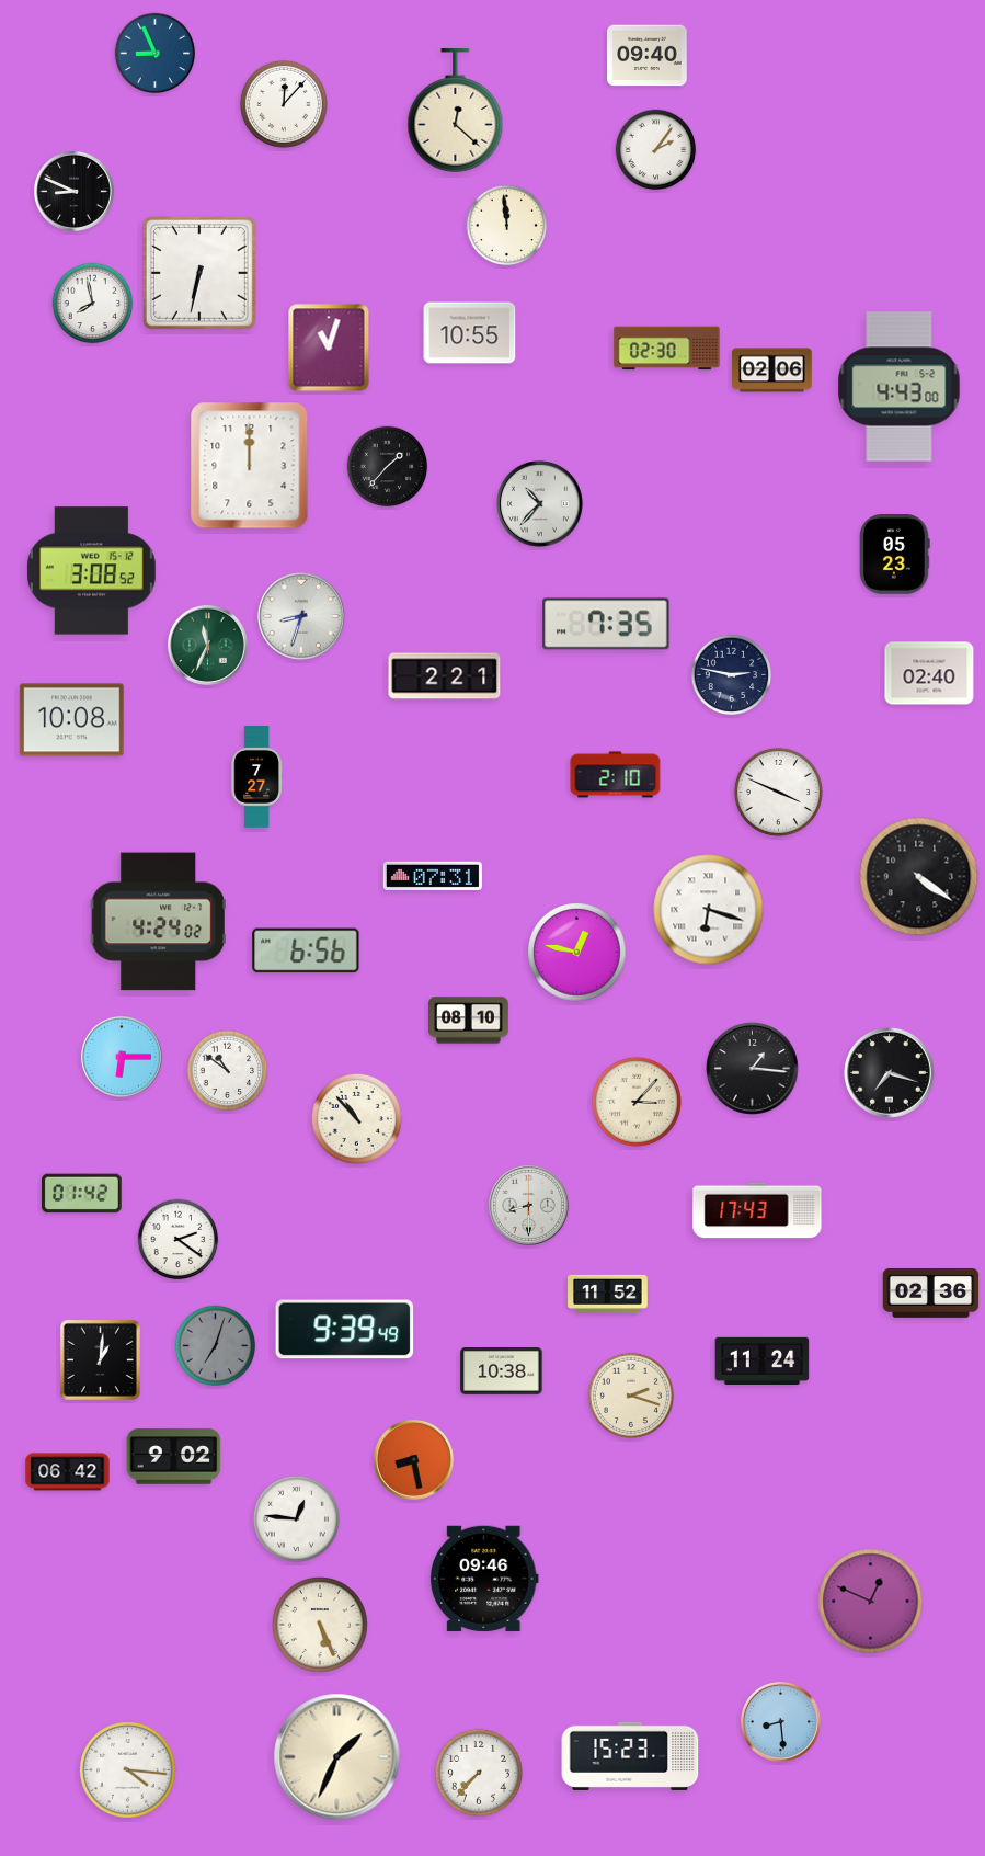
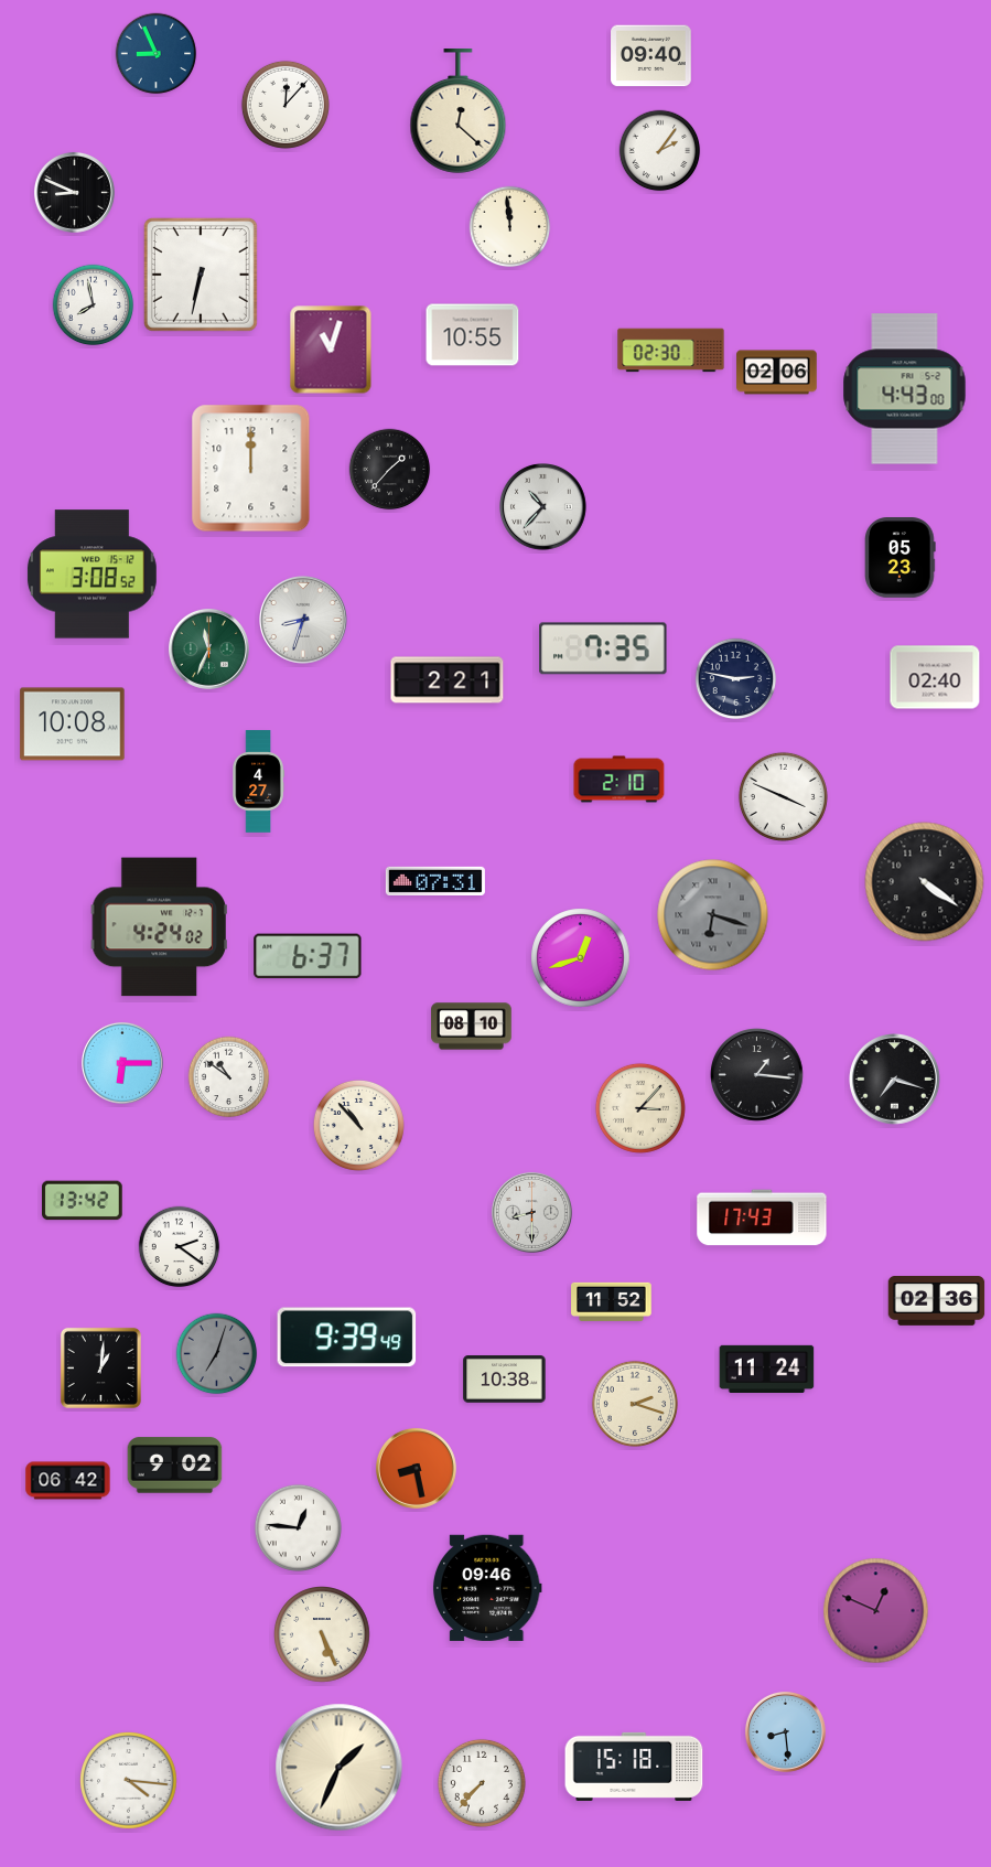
clock at (606, 624) position: (606, 624) -> (603, 648)
clock at (256, 777): 7:27 -> 4:27
clock at (709, 910) dial: white -> grey
clock at (306, 950): 6:56 -> 6:37
clock at (577, 953): 12:47 -> 12:42
clock at (82, 1194): 01:42 -> 13:42
clock at (630, 1756): 15:23 -> 15:18
